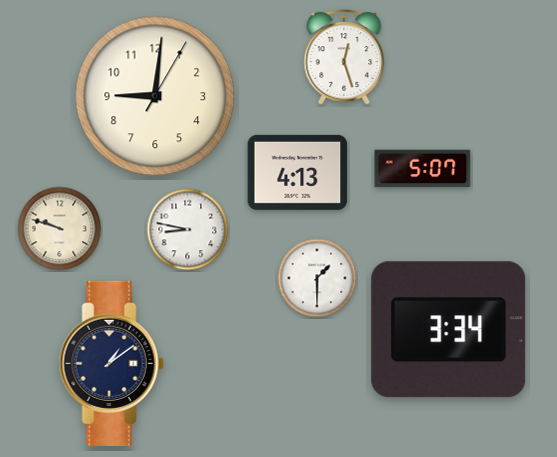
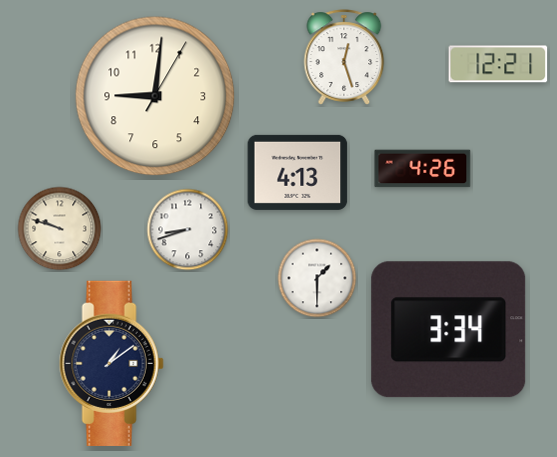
clock at (498, 64): none -> 12:21
clock at (423, 169): 5:07 -> 4:26
clock at (188, 230): 8:47 -> 8:42
